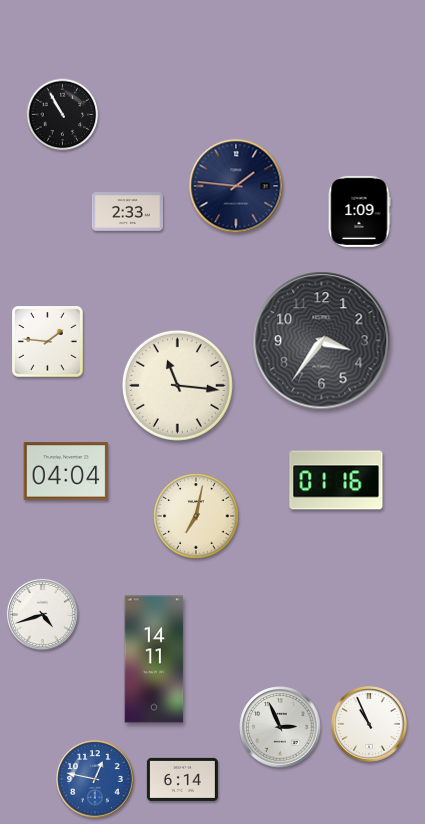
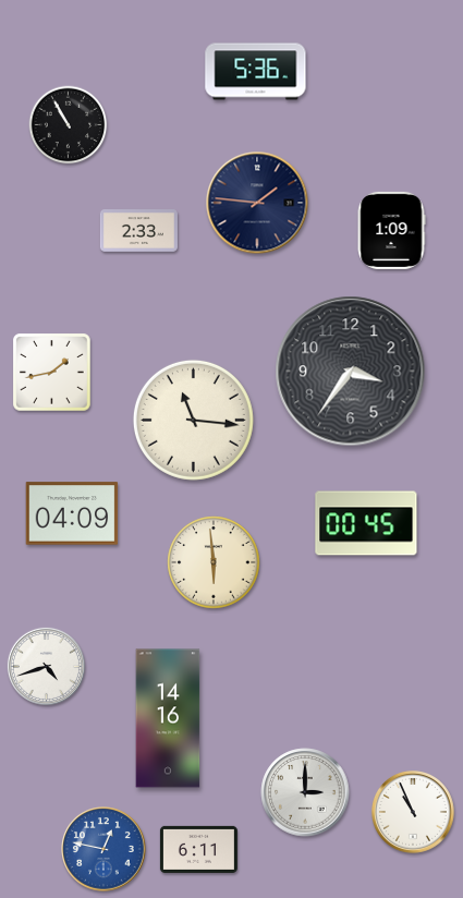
clock at (256, 72): none -> 5:36
clock at (48, 342): 1:46 -> 1:43
clock at (66, 471): 04:04 -> 04:09
clock at (336, 480): 01:16 -> 00:45
clock at (196, 516): 7:02 -> 5:59
clock at (42, 614) position: (42, 614) -> (46, 666)
clock at (154, 659): 14:11 -> 14:16
clock at (370, 725) position: (370, 725) -> (414, 813)
clock at (280, 727): 2:56 -> 3:00
clock at (182, 779): 6:14 -> 6:11
